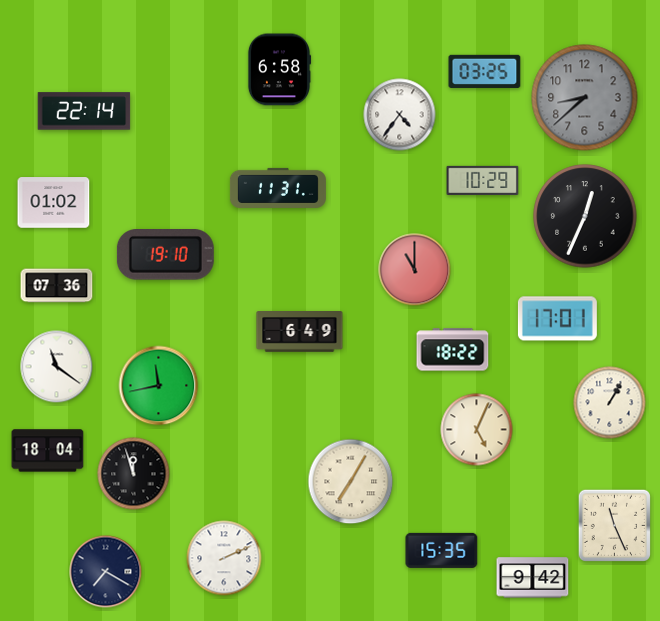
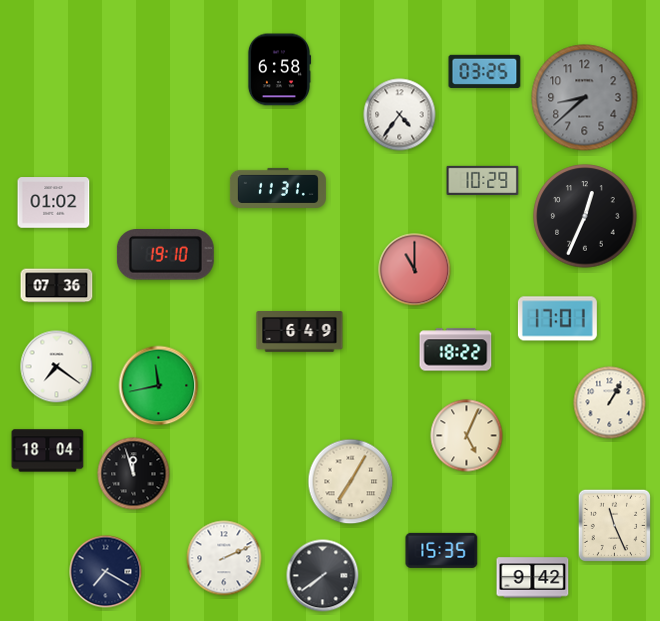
clock at (84, 111): 22:14 -> none
clock at (453, 350) position: (453, 350) -> (456, 350)
clock at (57, 367): 11:21 -> 7:21
clock at (477, 430) position: (477, 430) -> (467, 436)
clock at (323, 576): none -> 7:39
